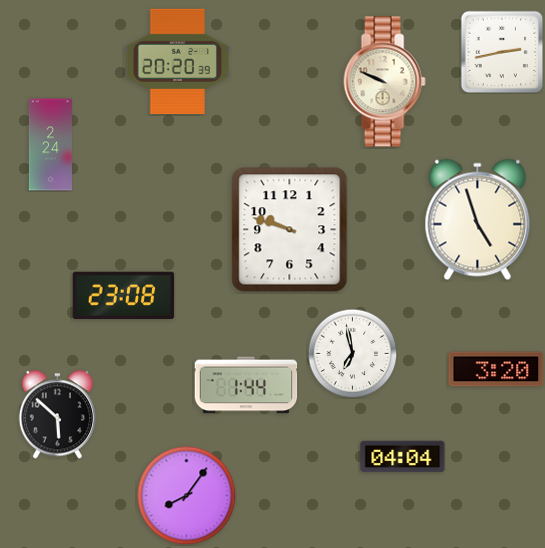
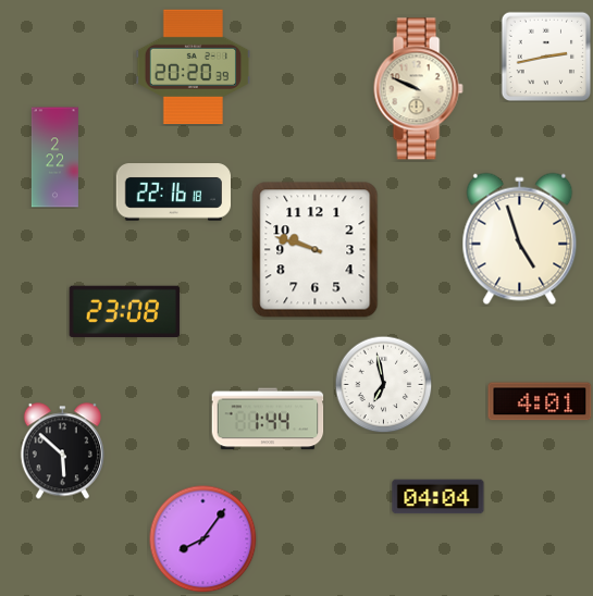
clock at (50, 145): 2:24 -> 2:22
clock at (173, 193): none -> 22:16
clock at (124, 296) position: (124, 296) -> (125, 312)
clock at (496, 369): 3:20 -> 4:01
